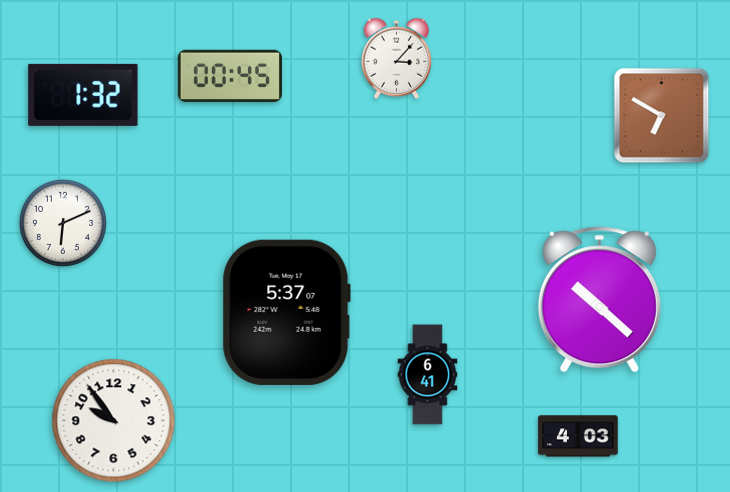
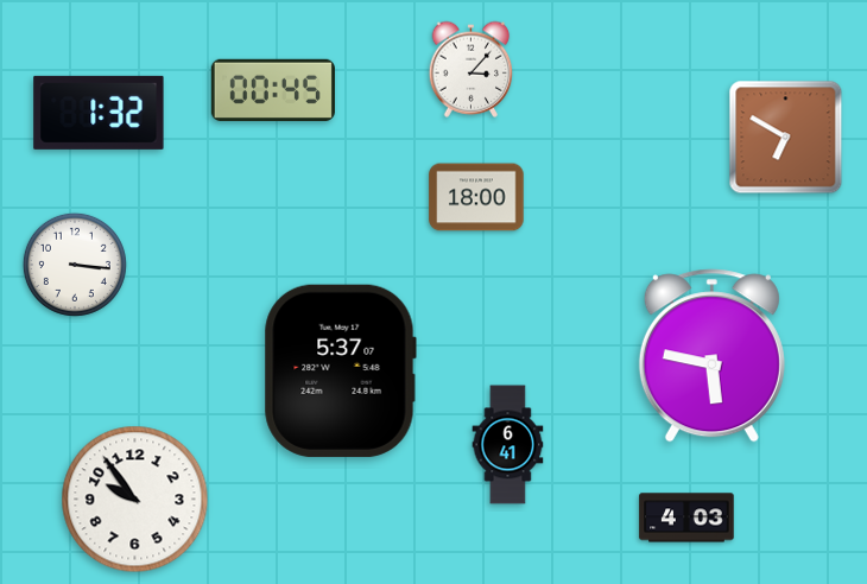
clock at (476, 197): none -> 18:00
clock at (63, 223): 6:11 -> 3:16
clock at (599, 300): 10:22 -> 5:47
